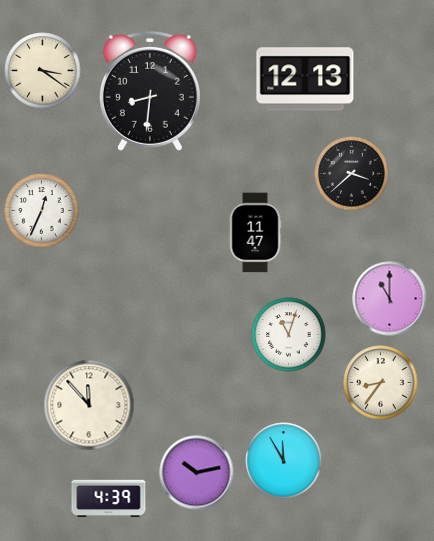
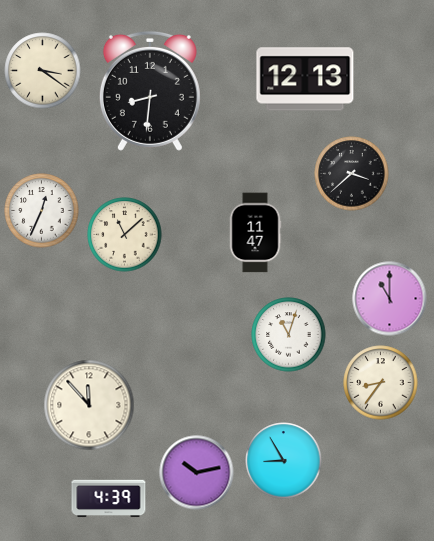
clock at (125, 235): none -> 11:08
clock at (284, 461): 11:55 -> 8:55
